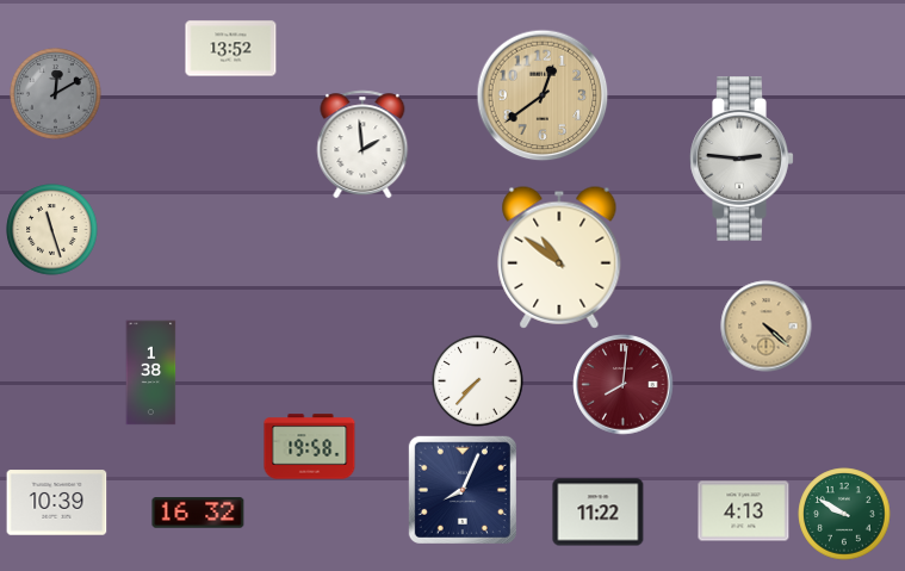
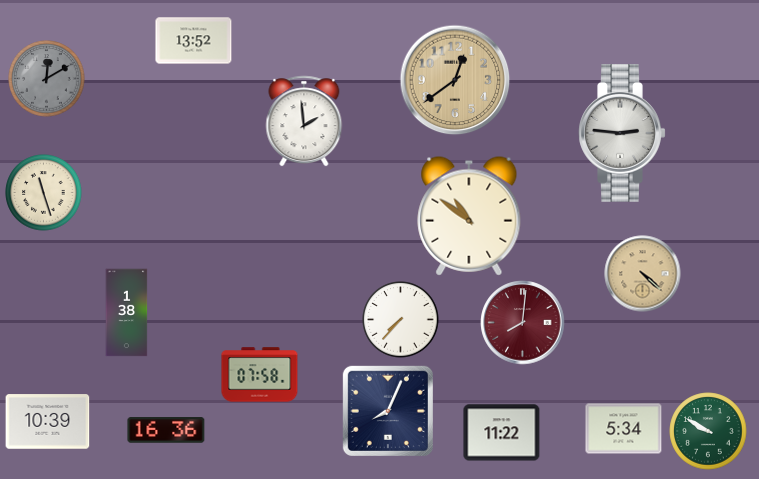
clock at (310, 447): 19:58 -> 07:58
clock at (744, 511): 4:13 -> 5:34
clock at (198, 513): 16:32 -> 16:36
clock at (599, 513) position: (599, 513) -> (502, 433)
